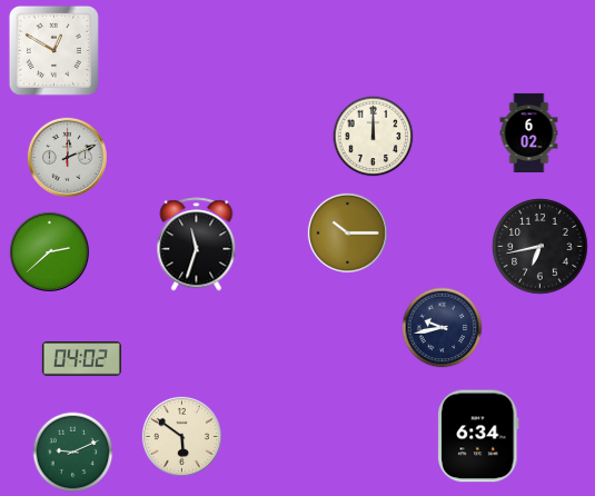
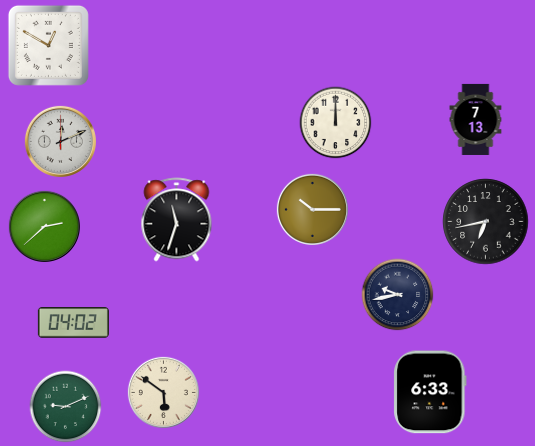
clock at (529, 132): 6:02 -> 7:13
clock at (478, 436): 6:34 -> 6:33
